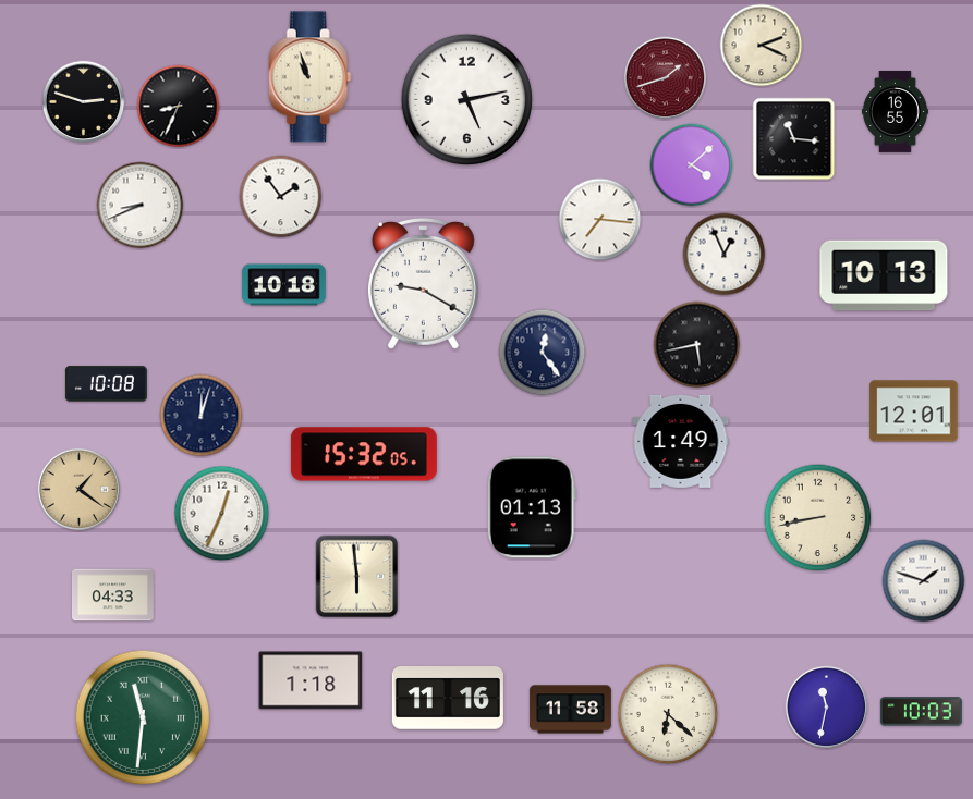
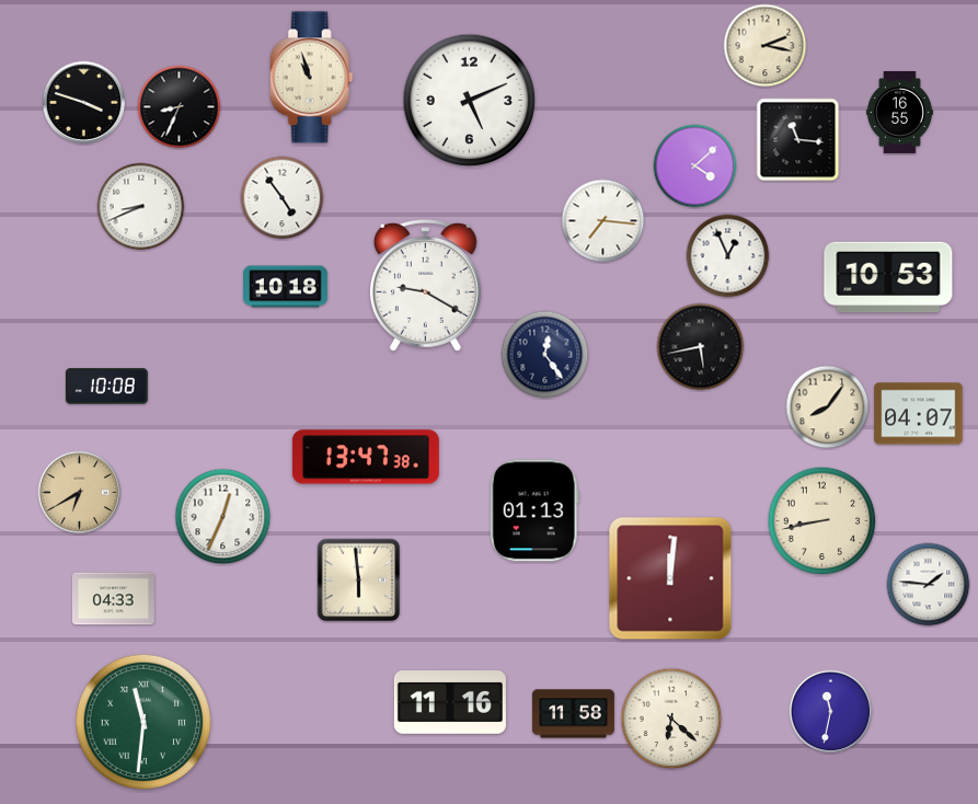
clock at (762, 46): 2:19 -> 2:17
clock at (666, 78): 1:42 -> none
clock at (467, 100): 5:13 -> 5:11
clock at (84, 102): 2:48 -> 3:48
clock at (281, 197): 1:54 -> 4:54
clock at (884, 275): 10:13 -> 10:53
clock at (828, 407): none -> 8:06
clock at (914, 411): 12:01 -> 04:07
clock at (202, 416): 12:03 -> none
clock at (681, 441): 1:49 -> none
clock at (364, 454): 15:32 -> 13:47
clock at (80, 490): 1:21 -> 6:40
clock at (670, 578): none -> 12:01
clock at (924, 581): 1:48 -> 1:46
clock at (311, 680): 1:18 -> none
clock at (921, 712): 10:03 -> none
